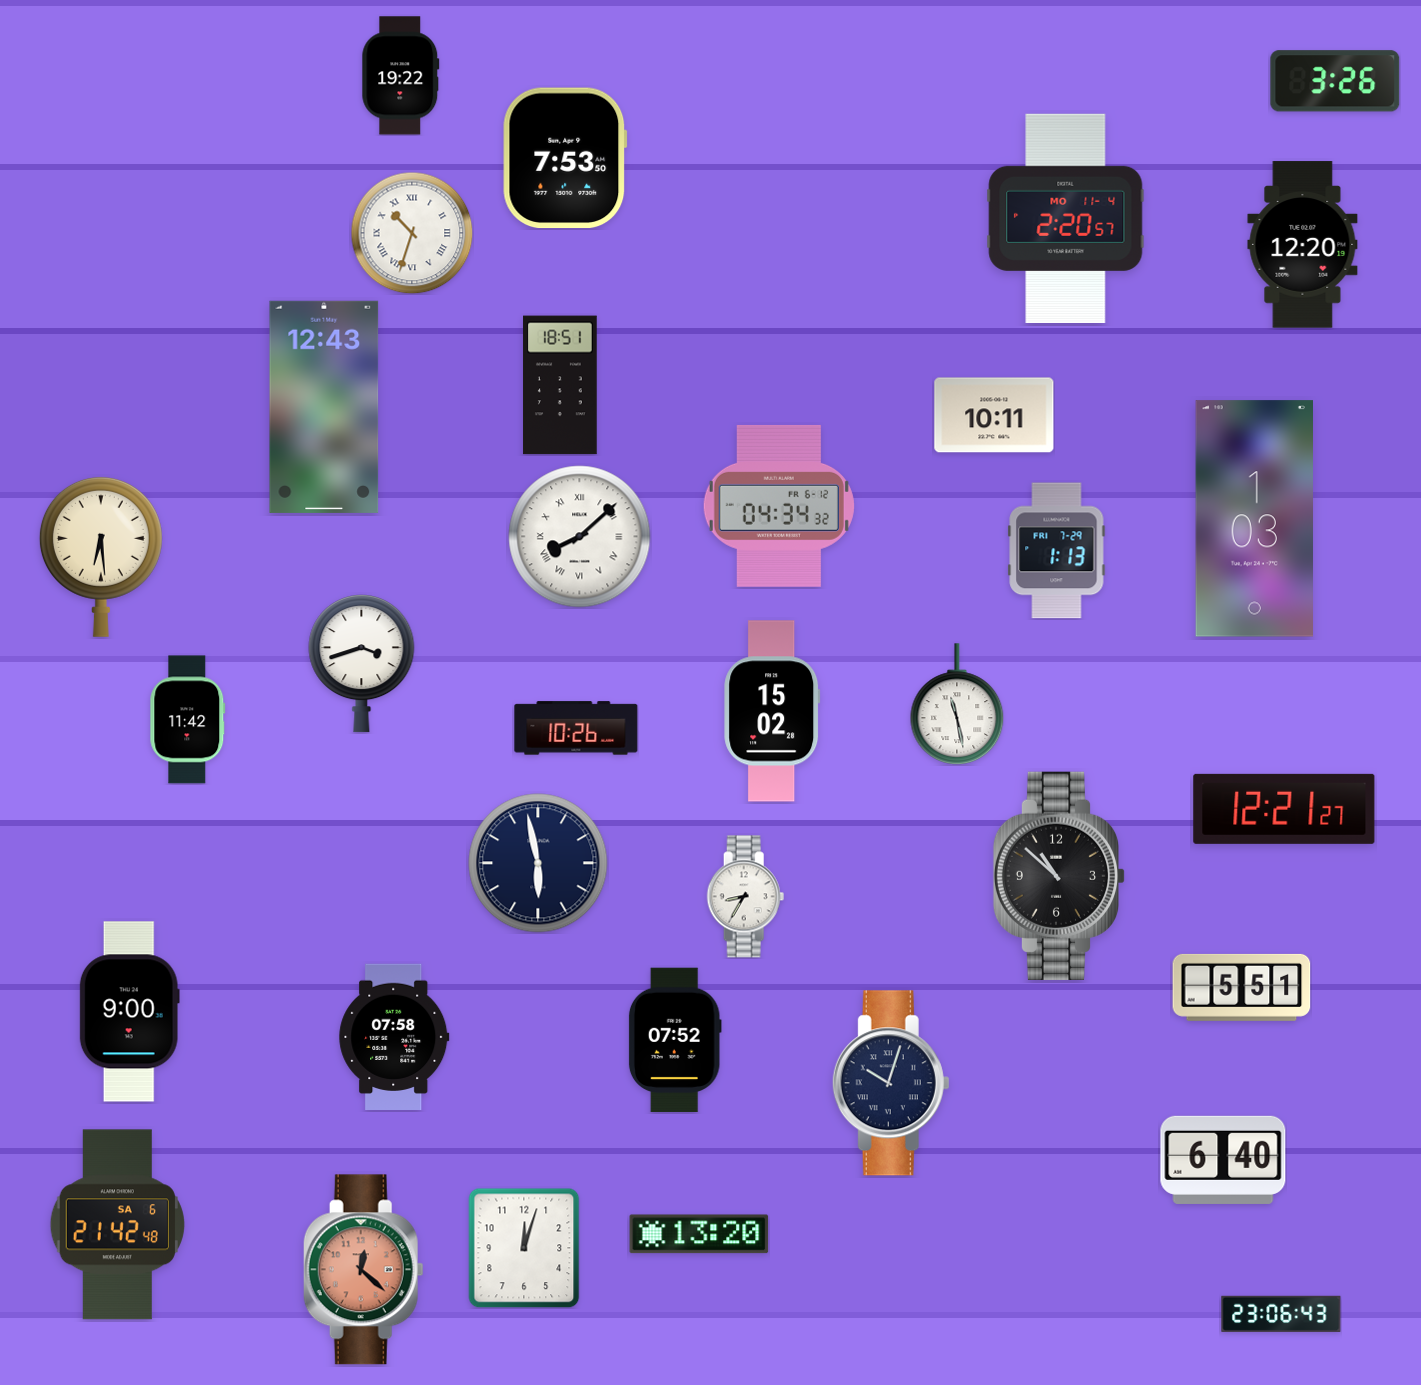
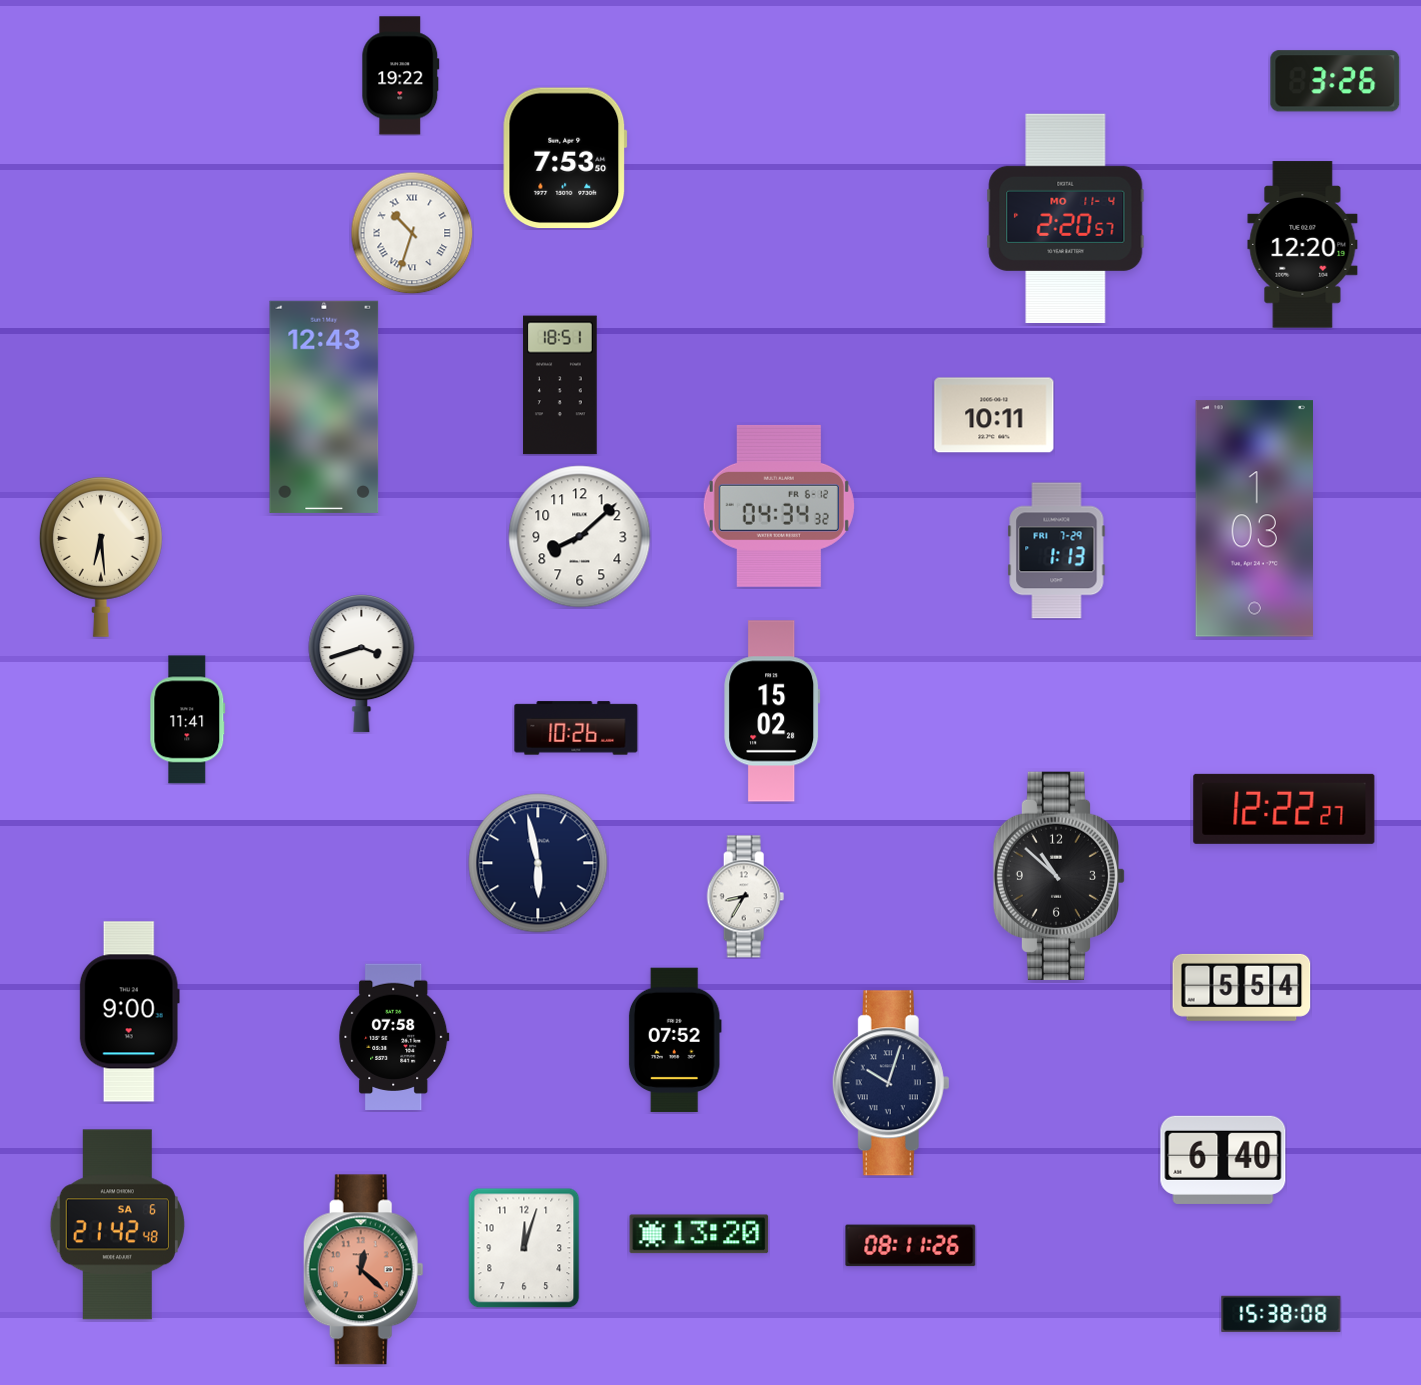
clock at (580, 537) numerals: Roman -> Arabic
clock at (957, 704): 11:28 -> none
clock at (188, 720): 11:42 -> 11:41
clock at (1284, 809): 12:21 -> 12:22
clock at (1242, 987): 5:51 -> 5:54
clock at (911, 1246): none -> 08:11
clock at (1281, 1314): 23:06 -> 15:38
